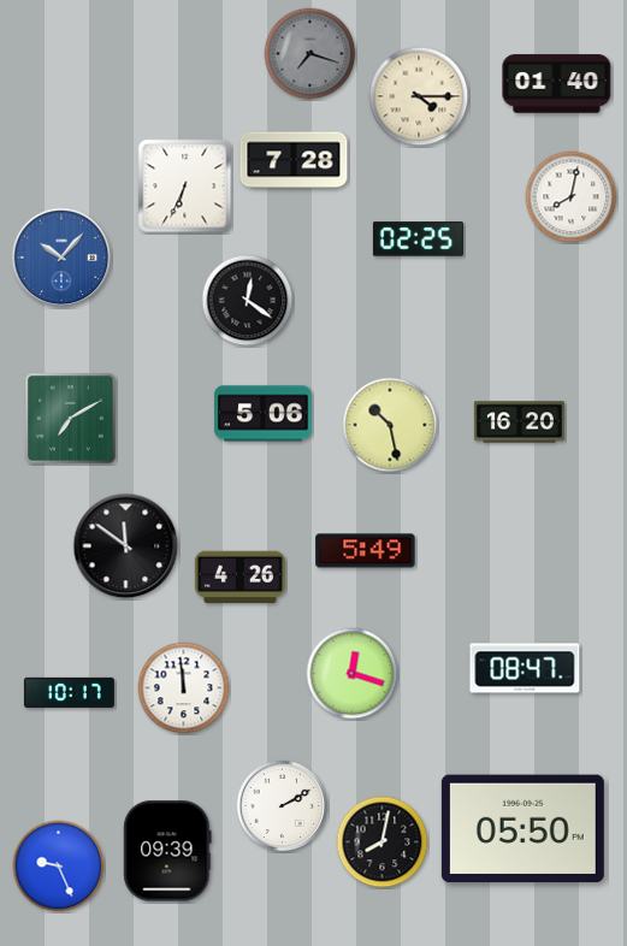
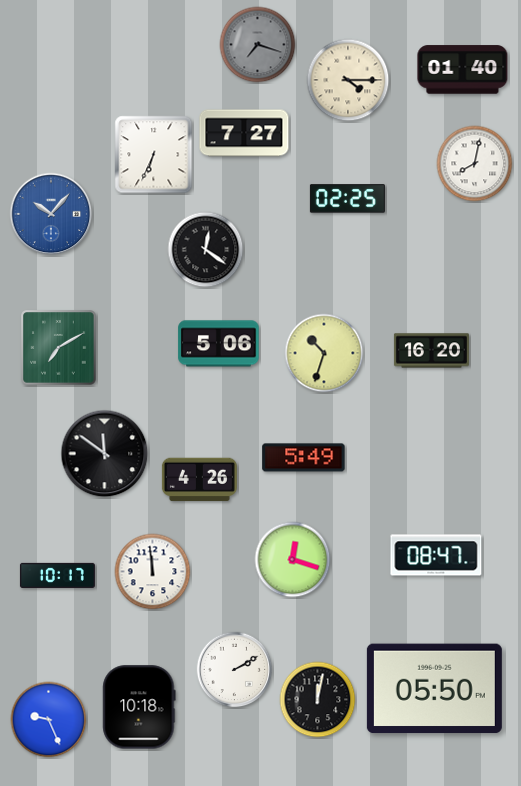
clock at (294, 160): 7:28 -> 7:27
clock at (390, 425): 10:28 -> 10:33
clock at (383, 842): 8:02 -> 12:02
clock at (167, 851): 09:39 -> 10:18
